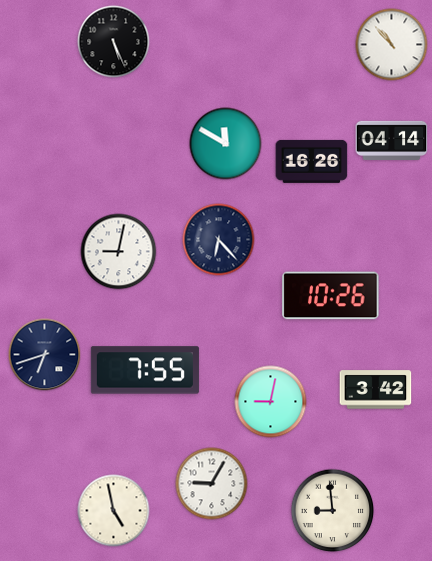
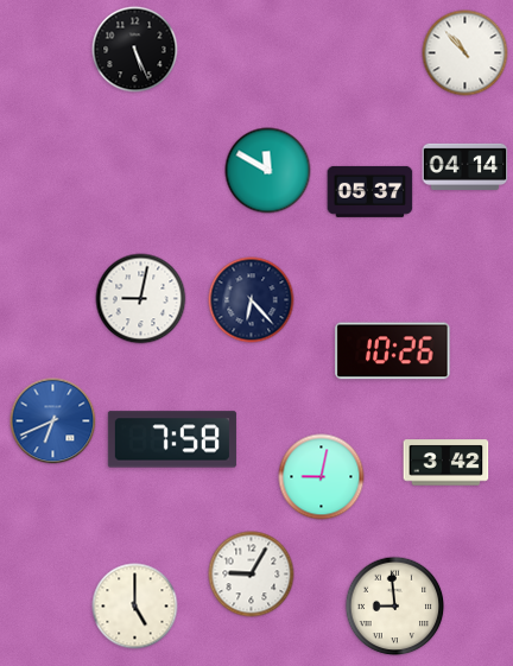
clock at (312, 161): 16:26 -> 05:37
clock at (219, 240) position: (219, 240) -> (252, 300)
clock at (45, 355): 6:42 -> 6:41
clock at (45, 355) dial: navy -> blue
clock at (145, 370): 7:55 -> 7:58
clock at (114, 511): 4:58 -> 5:00
